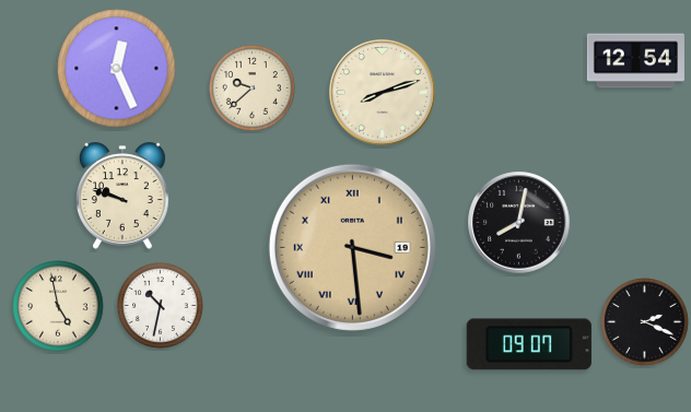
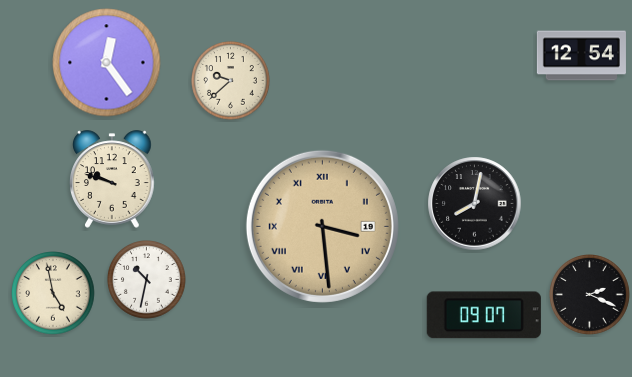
clock at (117, 69): 12:26 -> 12:24
clock at (383, 93): 8:12 -> none
clock at (58, 306) position: (58, 306) -> (53, 293)
